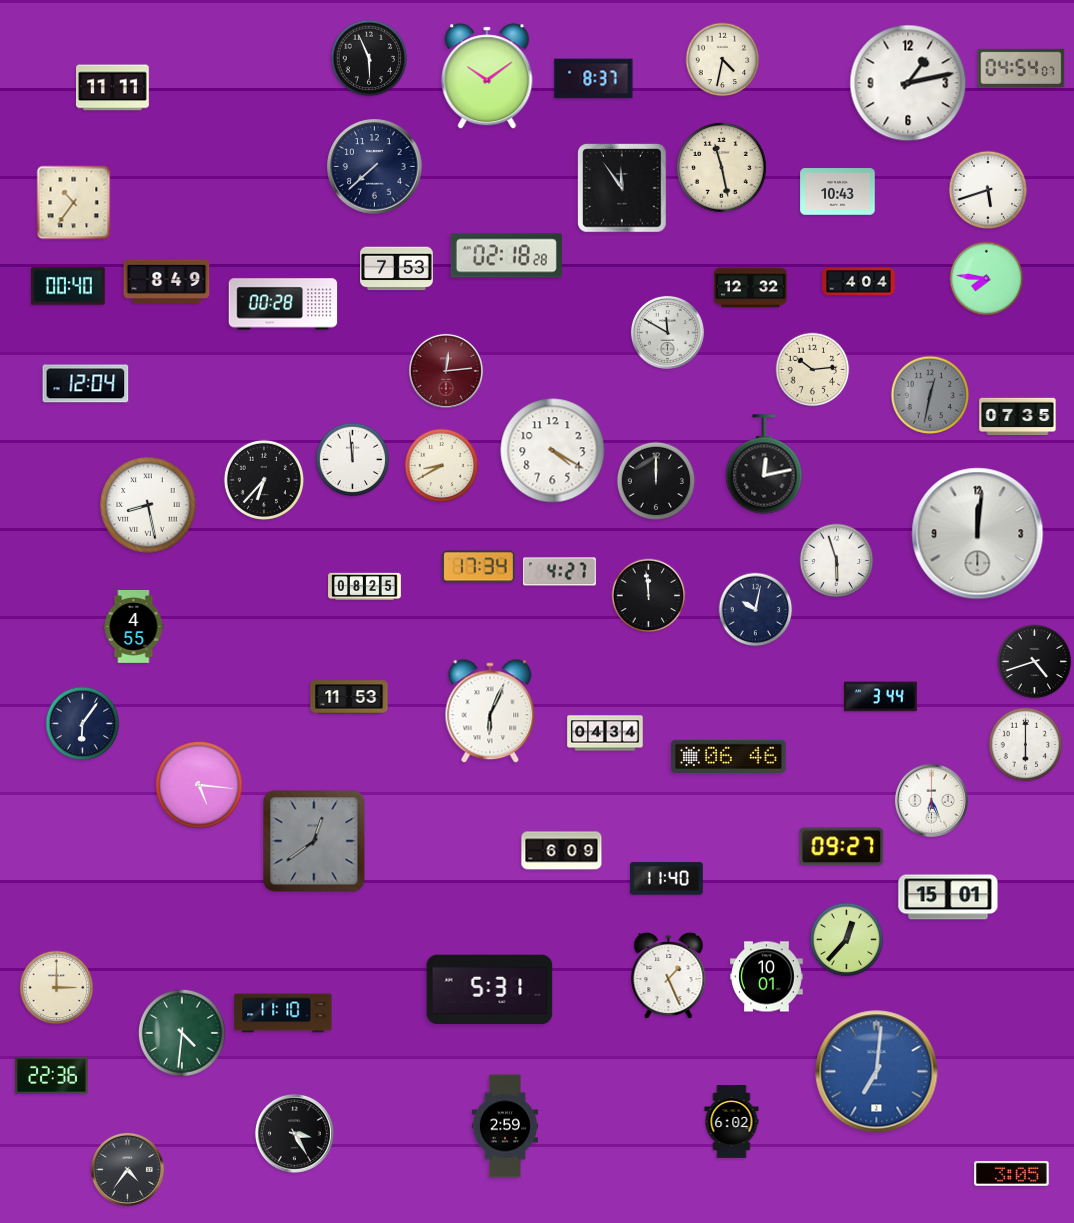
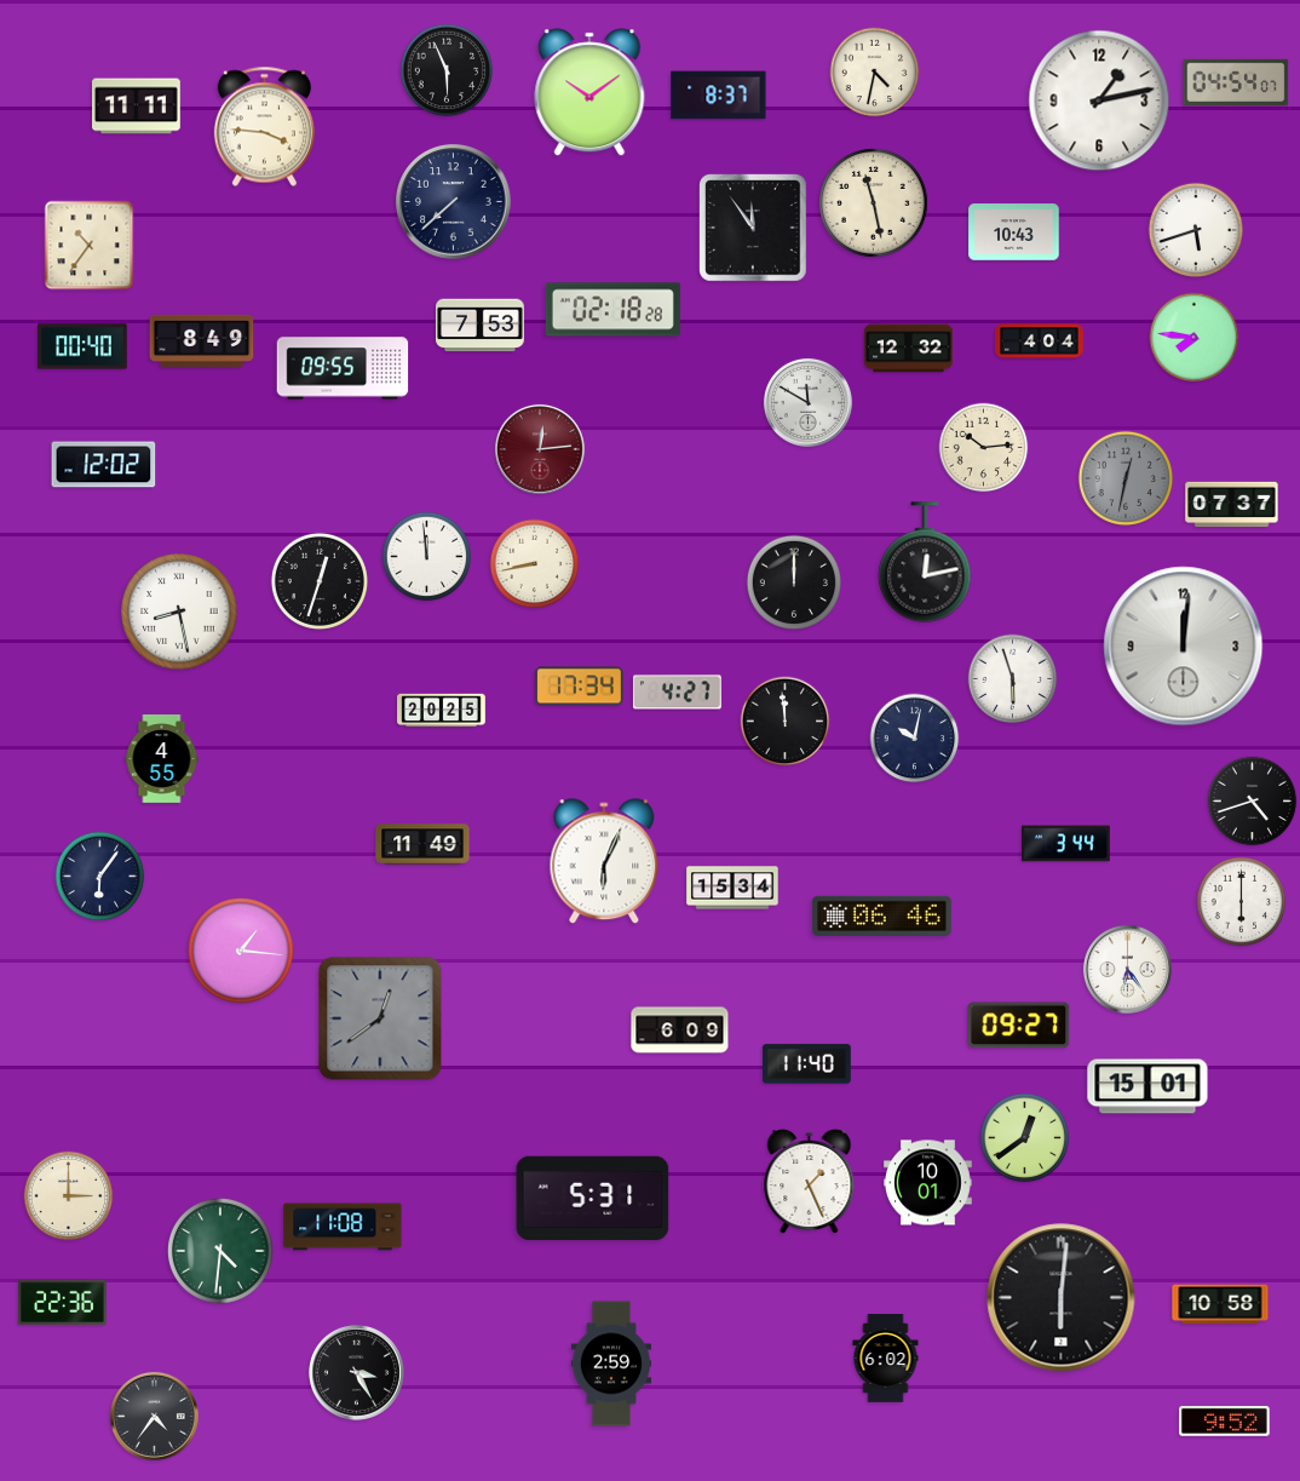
clock at (264, 127): none -> 3:46
clock at (283, 304): 00:28 -> 09:55
clock at (86, 384): 12:04 -> 12:02
clock at (1018, 417): 07:35 -> 07:37
clock at (553, 451): 4:20 -> none
clock at (442, 466): 8:40 -> 8:43
clock at (264, 480): 6:37 -> 12:33
clock at (365, 587): 08:25 -> 20:25
clock at (349, 697): 11:53 -> 11:49
clock at (490, 712) position: (490, 712) -> (604, 862)
clock at (605, 733): 04:34 -> 15:34
clock at (199, 785): 5:16 -> 1:16
clock at (931, 800): 6:26 -> 6:24
clock at (847, 940): 12:37 -> 12:39
clock at (283, 1013): 11:10 -> 11:08
clock at (877, 1072): 7:01 -> 6:01
clock at (877, 1072) dial: blue -> black
clock at (1220, 1304): none -> 10:58
clock at (1012, 1174): 3:05 -> 9:52
